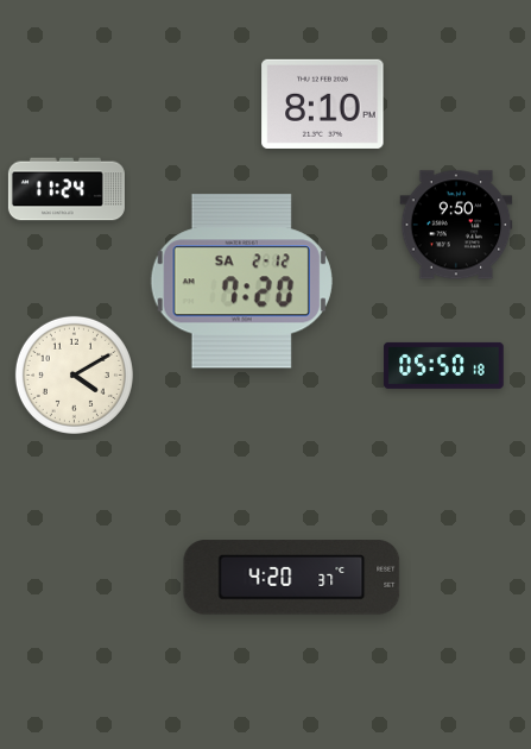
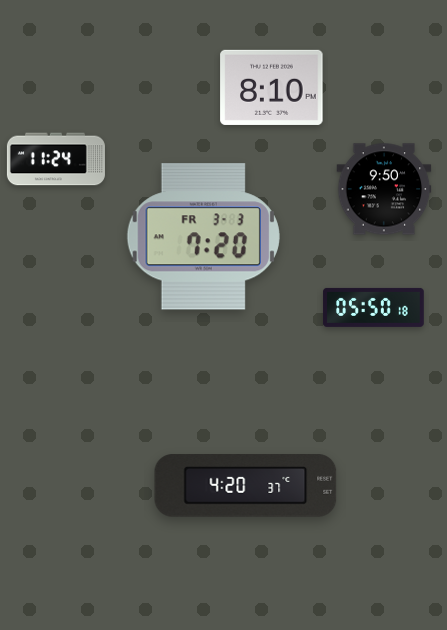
clock at (241, 282) date: SA 2-12 -> FR 3-3
clock at (74, 374): 4:10 -> none
